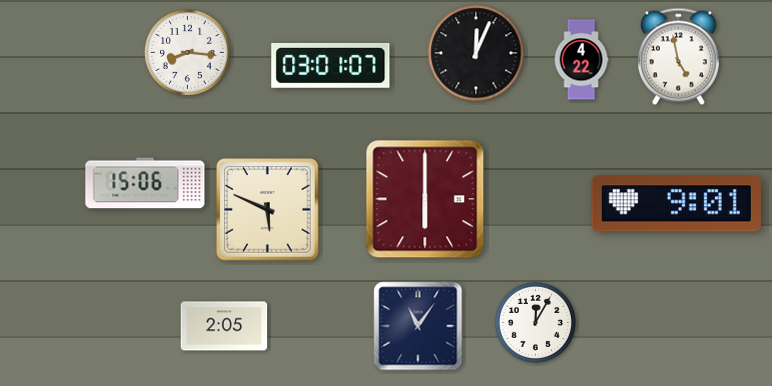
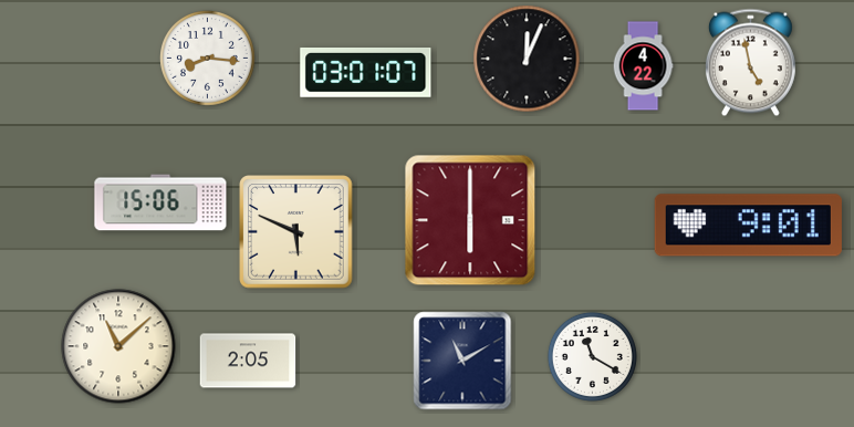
clock at (118, 346): none -> 11:08
clock at (535, 322): 12:05 -> 11:20
clock at (418, 326): 11:06 -> 11:10
